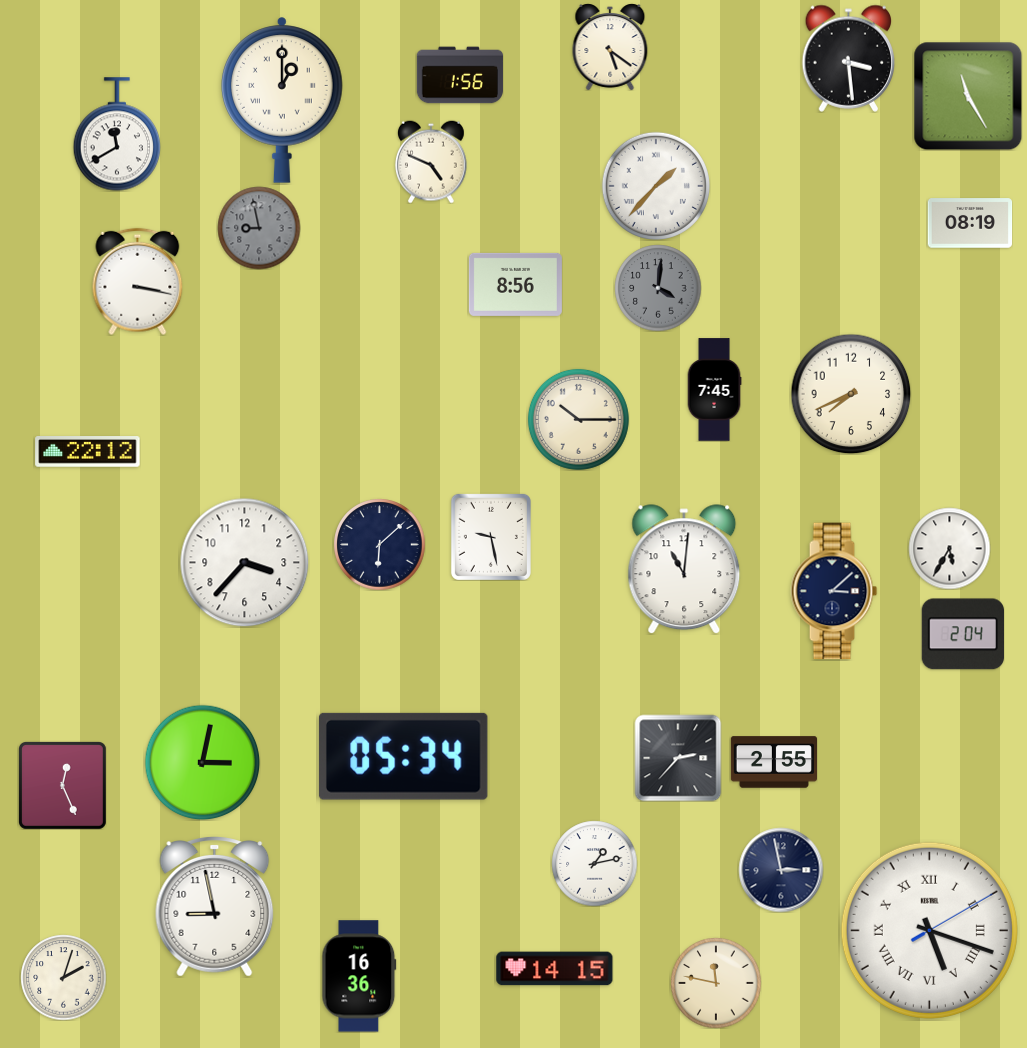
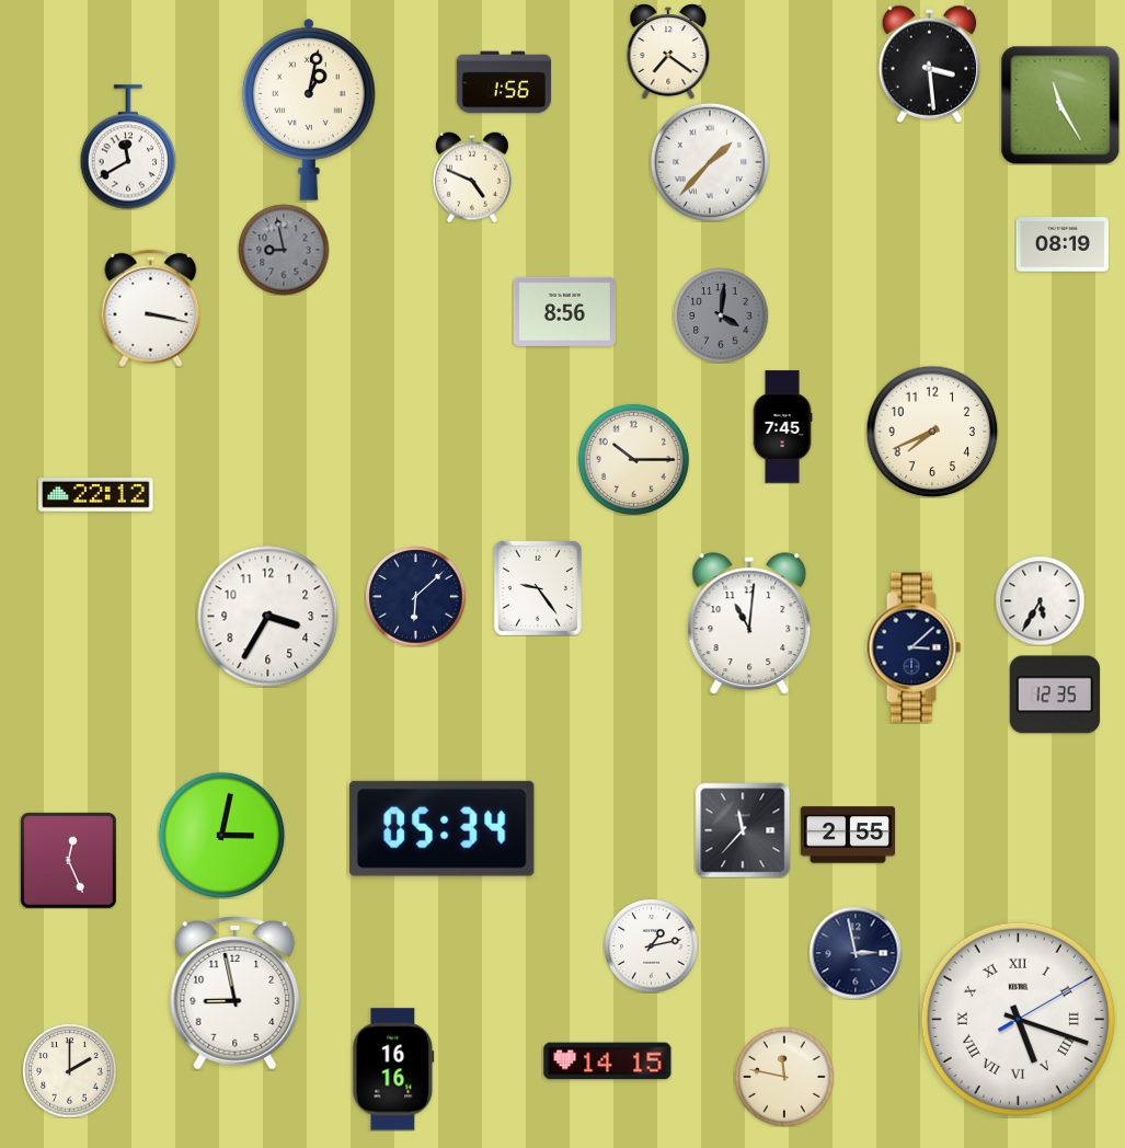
clock at (610, 47): 5:21 -> 7:21
clock at (283, 100): 1:00 -> 1:02
clock at (656, 186) position: (656, 186) -> (710, 162)
clock at (491, 537): 9:28 -> 9:24
clock at (244, 562): 3:37 -> 3:35
clock at (962, 634): 2:04 -> 12:35
clock at (678, 758): 2:37 -> 11:37
clock at (359, 976): 16:36 -> 16:16
clock at (63, 977): 2:03 -> 2:00
